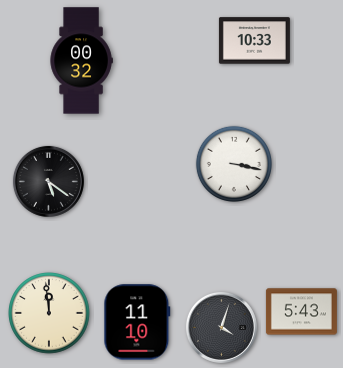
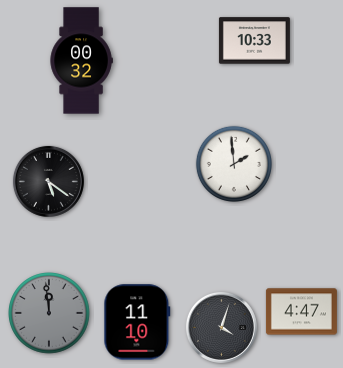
clock at (234, 164): 3:17 -> 1:59
clock at (301, 312): 5:43 -> 4:47
clock at (49, 313) dial: cream -> grey
